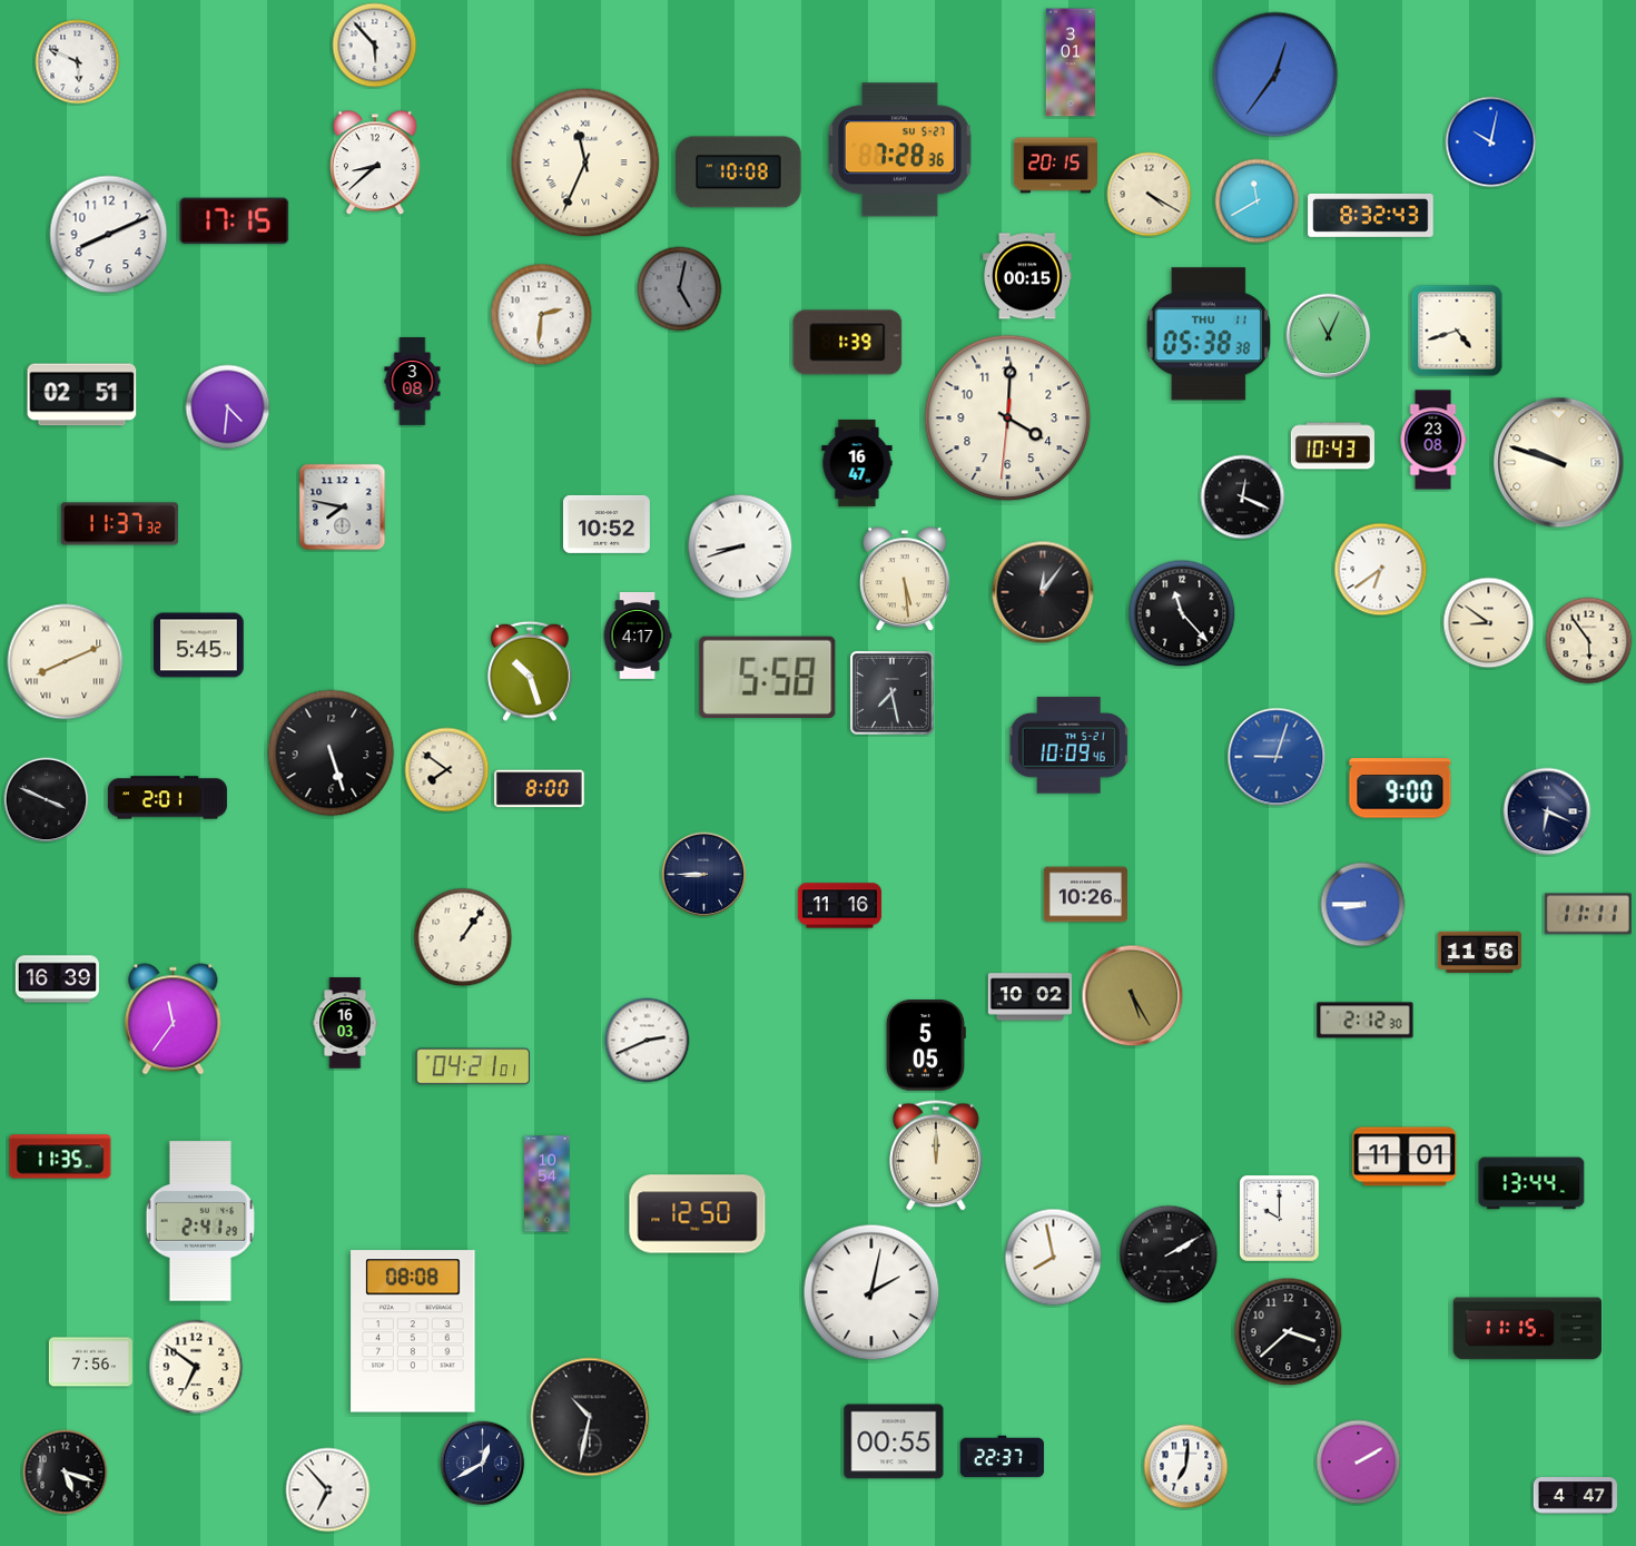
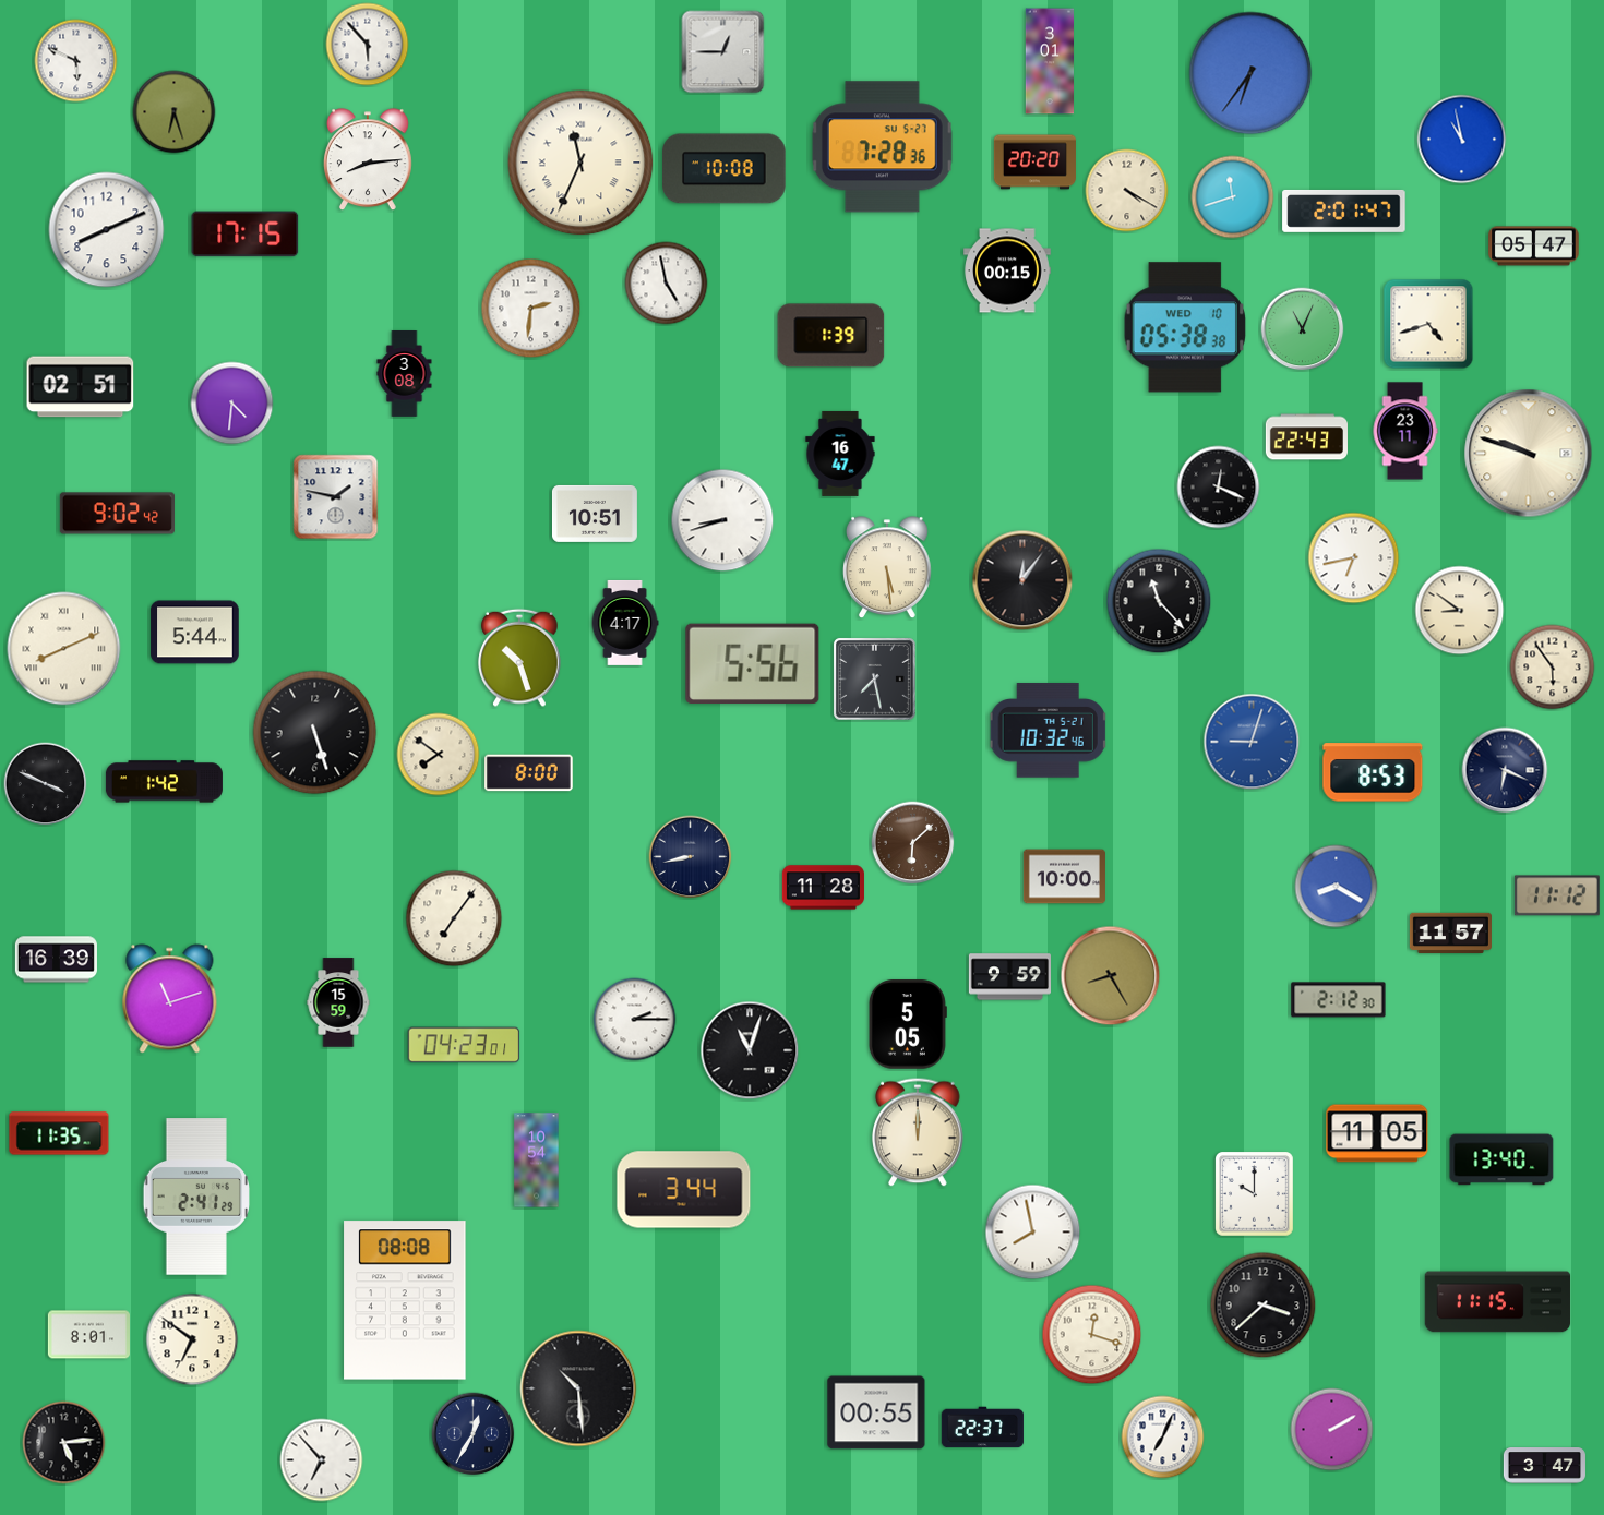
clock at (723, 52): none -> 12:45
clock at (1275, 75): 12:36 -> 6:36
clock at (175, 112): none -> 6:27
clock at (1491, 142): 10:02 -> 10:58
clock at (585, 163) position: (585, 163) -> (580, 163)
clock at (376, 164): 8:38 -> 8:14
clock at (1055, 166): 20:15 -> 20:20
clock at (1258, 201): 11:40 -> 11:42
clock at (1371, 215): 8:32 -> 2:01
clock at (235, 221) position: (235, 221) -> (246, 235)
clock at (1534, 247): none -> 05:47
clock at (680, 289): 5:02 -> 4:58
clock at (680, 289) dial: grey -> white
clock at (1209, 334) date: THU 11 -> WED 10
clock at (228, 407) position: (228, 407) -> (232, 404)
clock at (1008, 418): 4:00 -> none
clock at (1433, 440): 23:08 -> 23:11
clock at (1332, 446): 10:43 -> 22:43
clock at (343, 508): 7:47 -> 1:47
clock at (119, 524): 11:37 -> 9:02
clock at (607, 524): 10:52 -> 10:51
clock at (740, 546) position: (740, 546) -> (722, 520)
clock at (1381, 570): 6:39 -> 6:43
clock at (1589, 641) position: (1589, 641) -> (1553, 668)
clock at (199, 646): 5:45 -> 5:44
clock at (768, 677): 5:58 -> 5:56
clock at (1068, 746): 10:09 -> 10:32
clock at (332, 754) position: (332, 754) -> (315, 733)
clock at (1400, 788): 9:00 -> 8:53
clock at (167, 798): 2:01 -> 1:42
clock at (1547, 811) position: (1547, 811) -> (1505, 770)
clock at (913, 843): none -> 6:08
clock at (704, 875): 8:45 -> 8:43
clock at (1085, 895): 10:26 -> 10:00
clock at (1363, 905): 8:45 -> 8:20
clock at (839, 906): 11:16 -> 11:28
clock at (1588, 914): 11:11 -> 11:12
clock at (463, 937): 1:06 -> 7:06
clock at (1479, 953): 11:56 -> 11:57
clock at (1133, 996): 5:25 -> 8:25
clock at (1029, 997): 10:02 -> 9:59
clock at (174, 1020): 11:36 -> 11:12
clock at (345, 1023): 16:03 -> 15:59
clock at (648, 1041): 2:41 -> 2:15
clock at (473, 1066): 04:21 -> 04:23
clock at (750, 1050): none -> 11:03
clock at (1405, 1156): 11:01 -> 11:05
clock at (1531, 1183): 13:44 -> 13:40
clock at (698, 1214): 12:50 -> 3:44
clock at (1169, 1254): 2:10 -> none
clock at (871, 1292): 2:02 -> none
clock at (413, 1331) position: (413, 1331) -> (405, 1300)
clock at (90, 1362): 7:56 -> 8:01
clock at (1092, 1335): none -> 12:18
clock at (590, 1417): 10:32 -> 10:29
clock at (1359, 1463) position: (1359, 1463) -> (1332, 1430)
clock at (483, 1464): 12:40 -> 12:35
clock at (1186, 1467): 7:01 -> 7:04
clock at (66, 1473): 5:18 -> 5:14
clock at (1575, 1496): 4:47 -> 3:47
